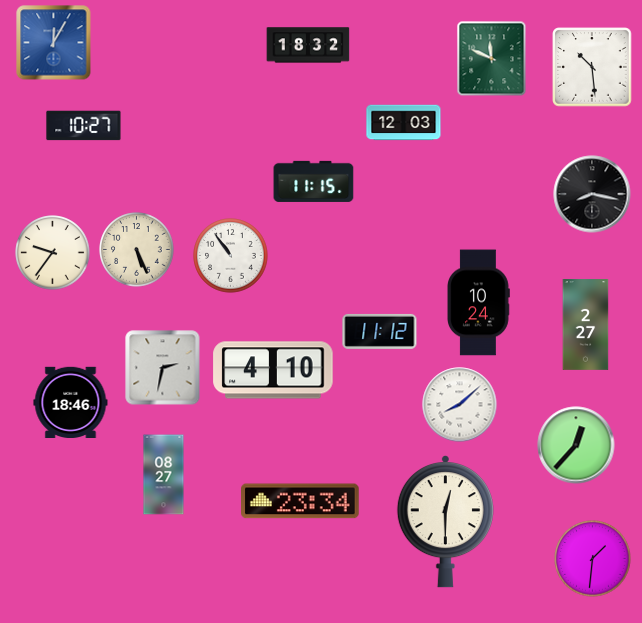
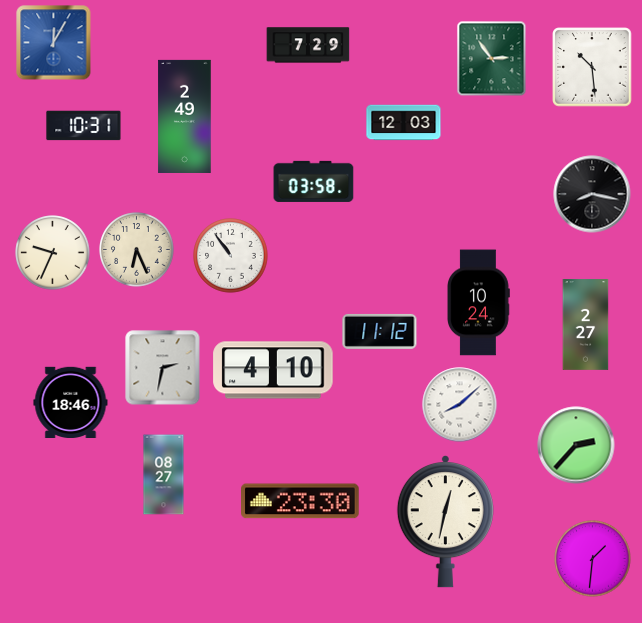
clock at (308, 45): 18:32 -> 7:29
clock at (492, 59): 11:49 -> 2:54
clock at (185, 116): none -> 2:49
clock at (84, 126): 10:27 -> 10:31
clock at (314, 181): 11:15 -> 03:58
clock at (137, 250): 5:26 -> 6:26
clock at (53, 253): 9:36 -> 9:34
clock at (576, 445): 12:37 -> 2:37
clock at (301, 501): 23:34 -> 23:30
clock at (445, 522): 12:30 -> 12:32
